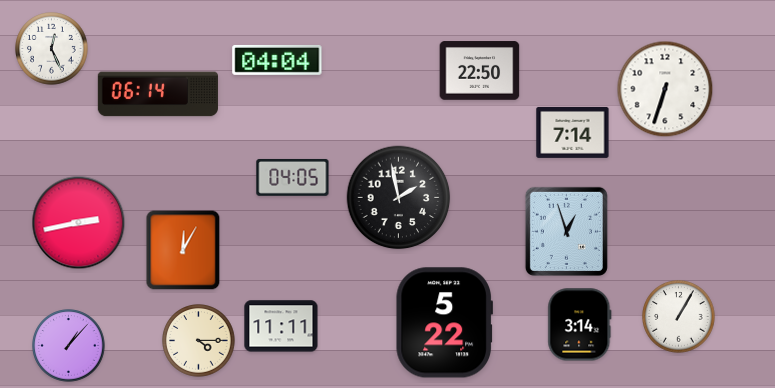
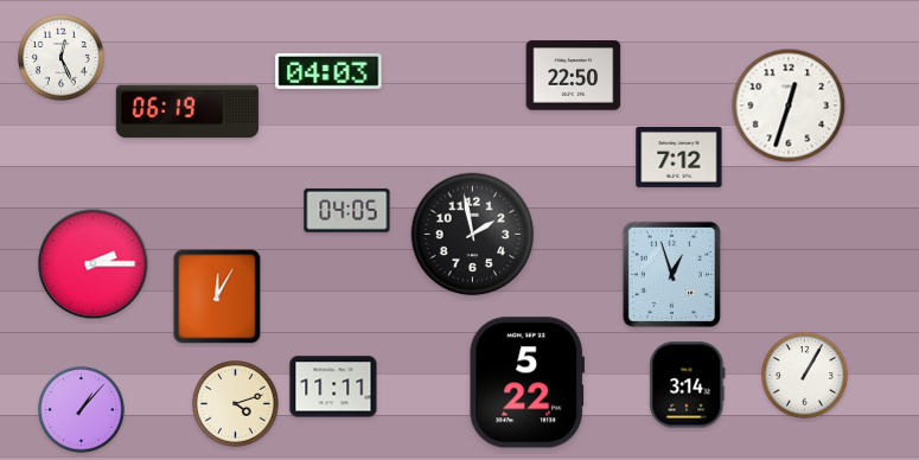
clock at (277, 60): 04:04 -> 04:03
clock at (480, 71) position: (480, 71) -> (574, 76)
clock at (665, 89): 6:33 -> 12:33
clock at (158, 94): 06:14 -> 06:19
clock at (573, 132): 7:14 -> 7:12
clock at (79, 223): 2:43 -> 2:15
clock at (199, 341): 4:15 -> 4:12
